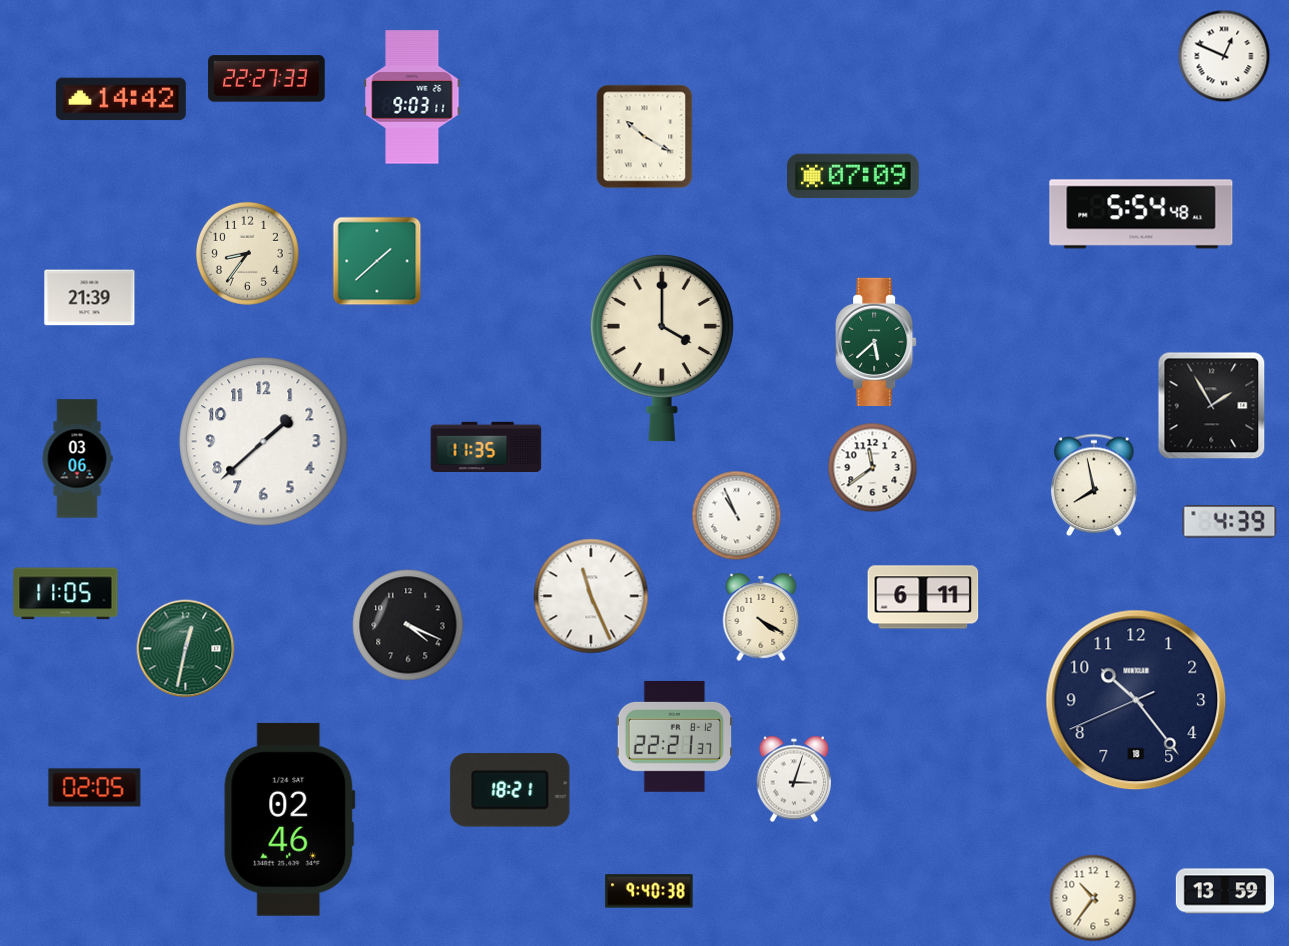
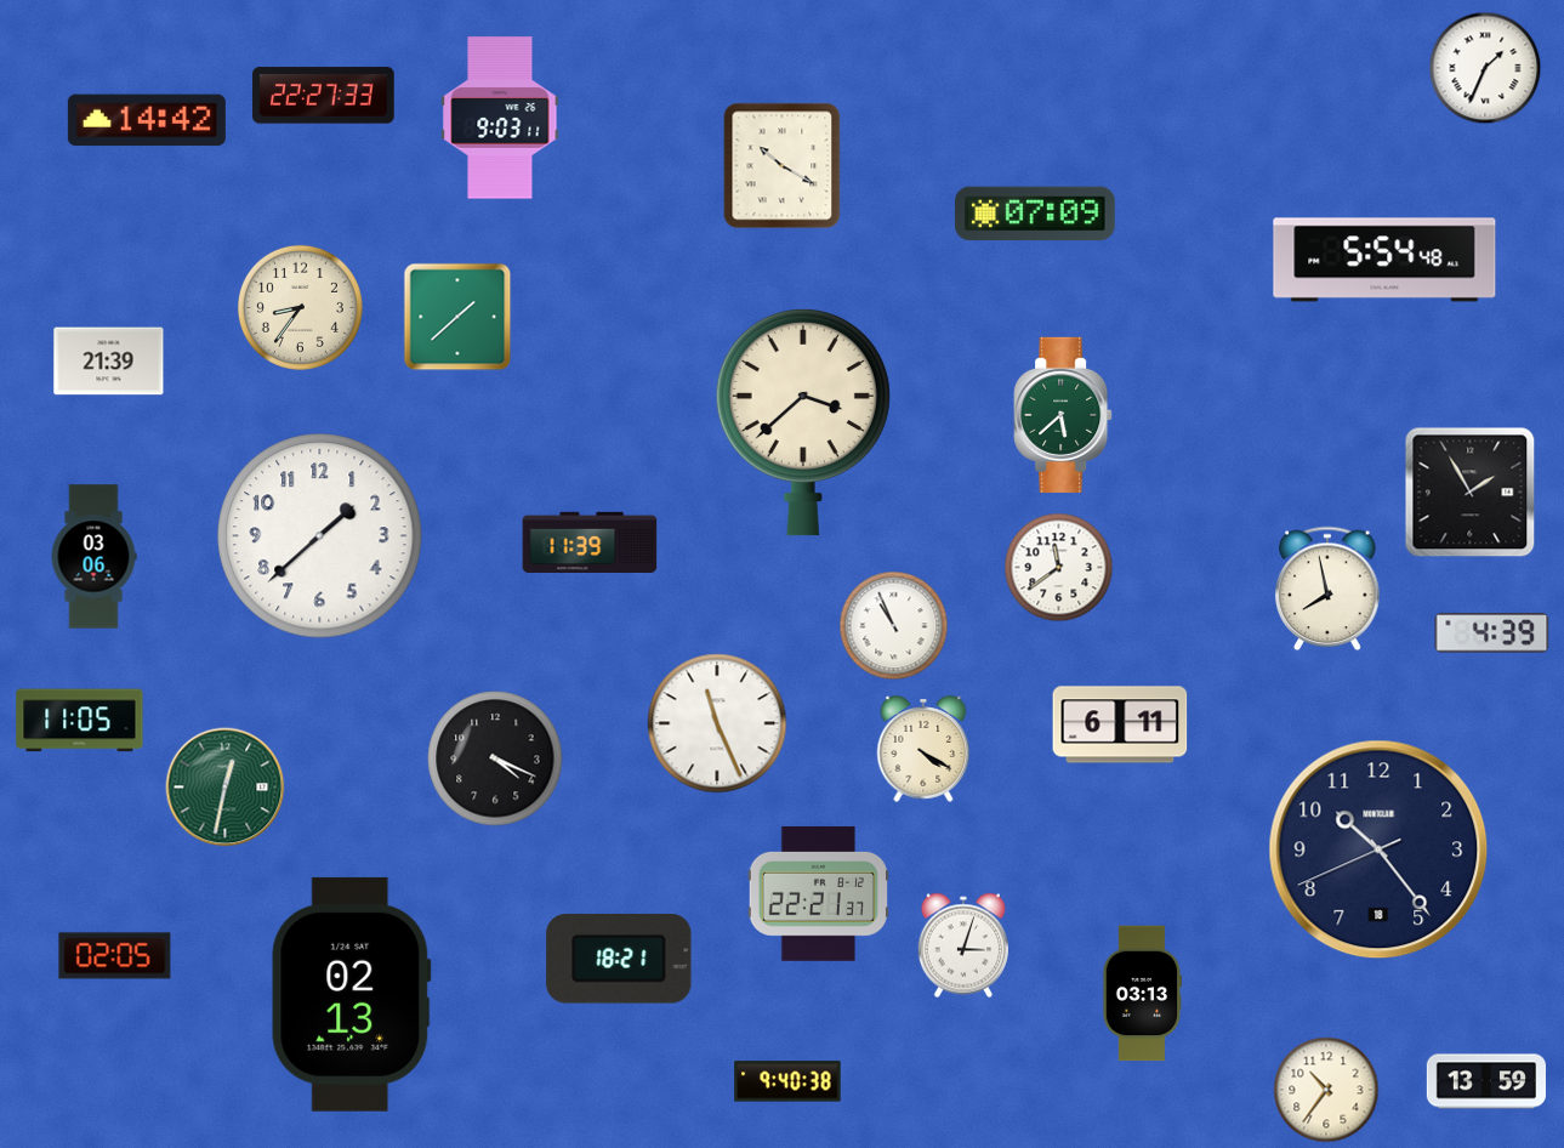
clock at (1224, 56): 12:49 -> 1:34
clock at (662, 348): 4:00 -> 3:38
clock at (486, 446): 11:35 -> 11:39
clock at (290, 819): 02:46 -> 02:13
clock at (1141, 994): none -> 03:13
